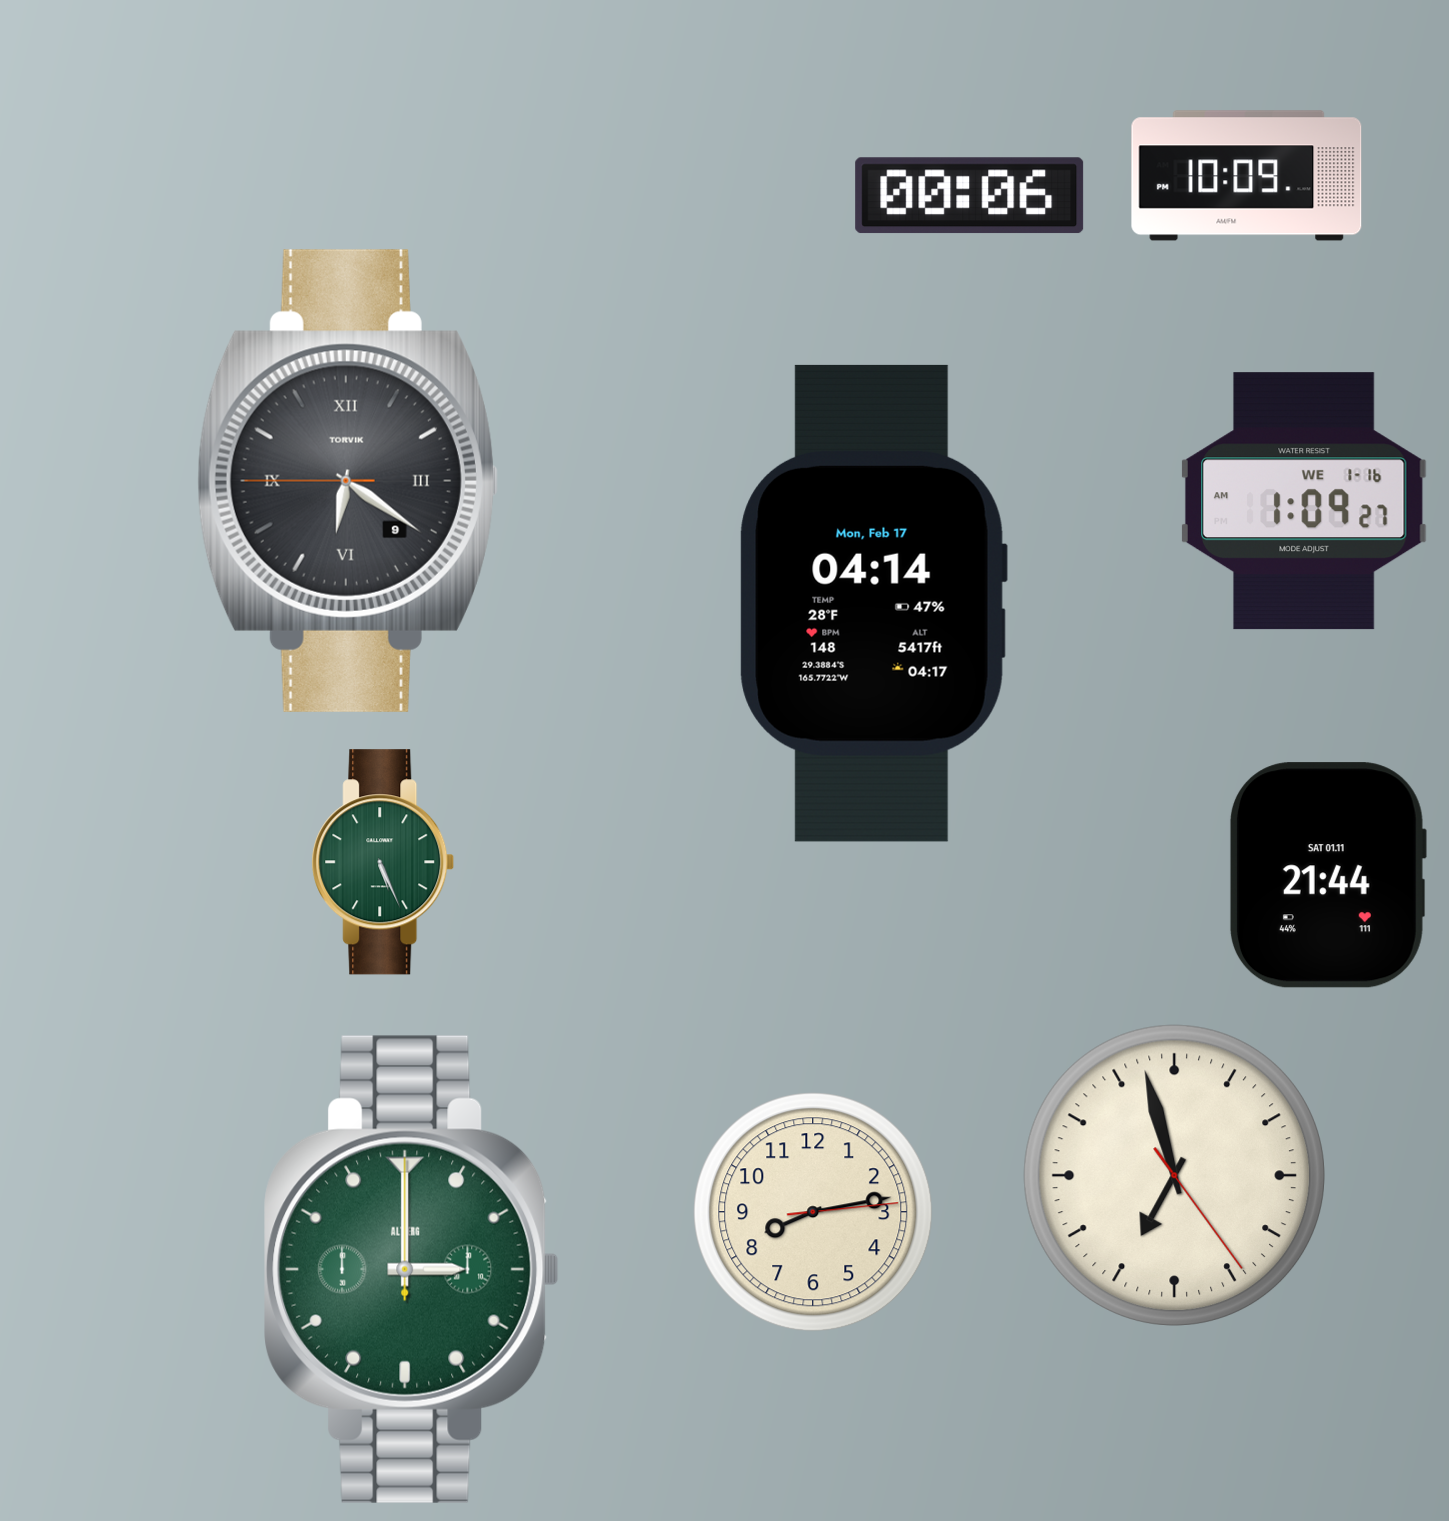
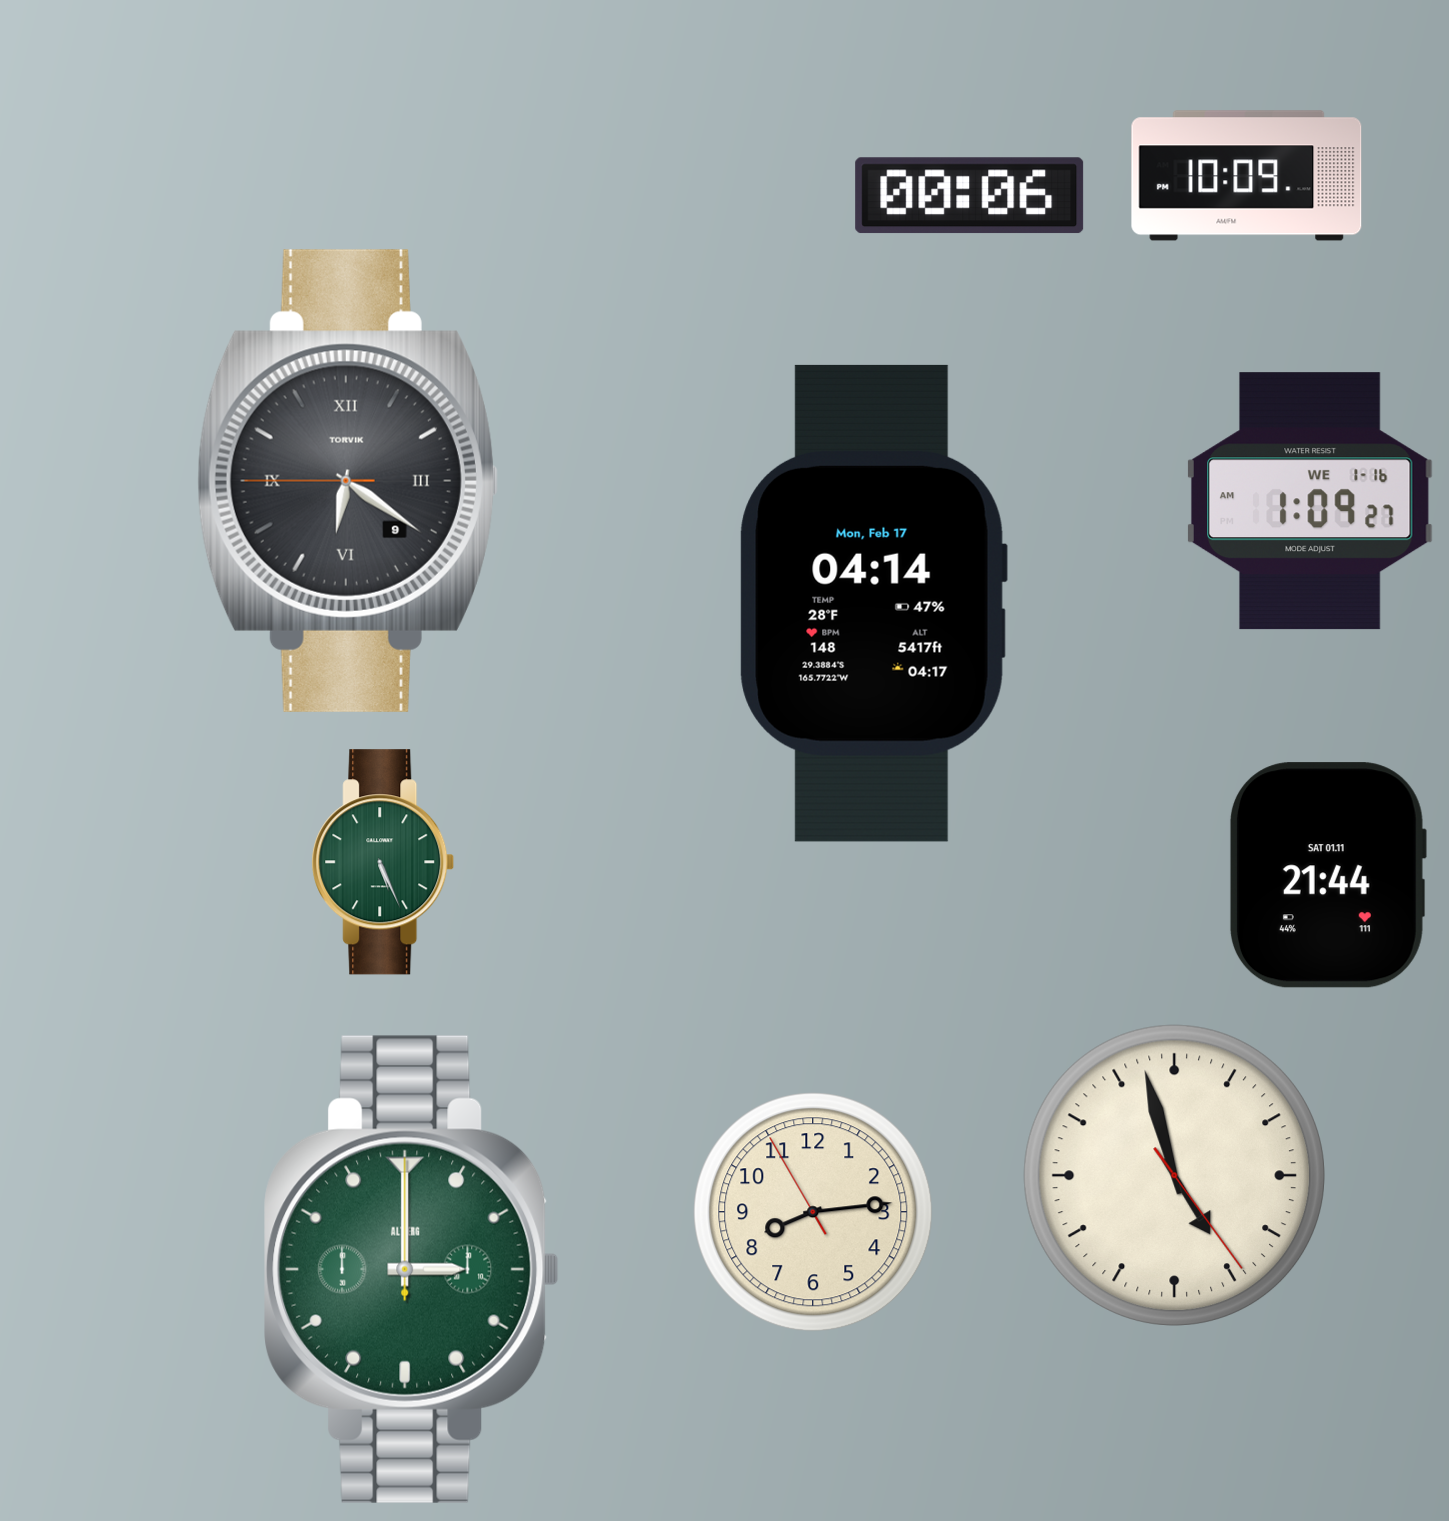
clock at (1304, 501) position: (1304, 501) -> (1310, 501)
clock at (1174, 1175): 6:57 -> 4:57
clock at (813, 1212): 8:13:14 -> 8:13:55
